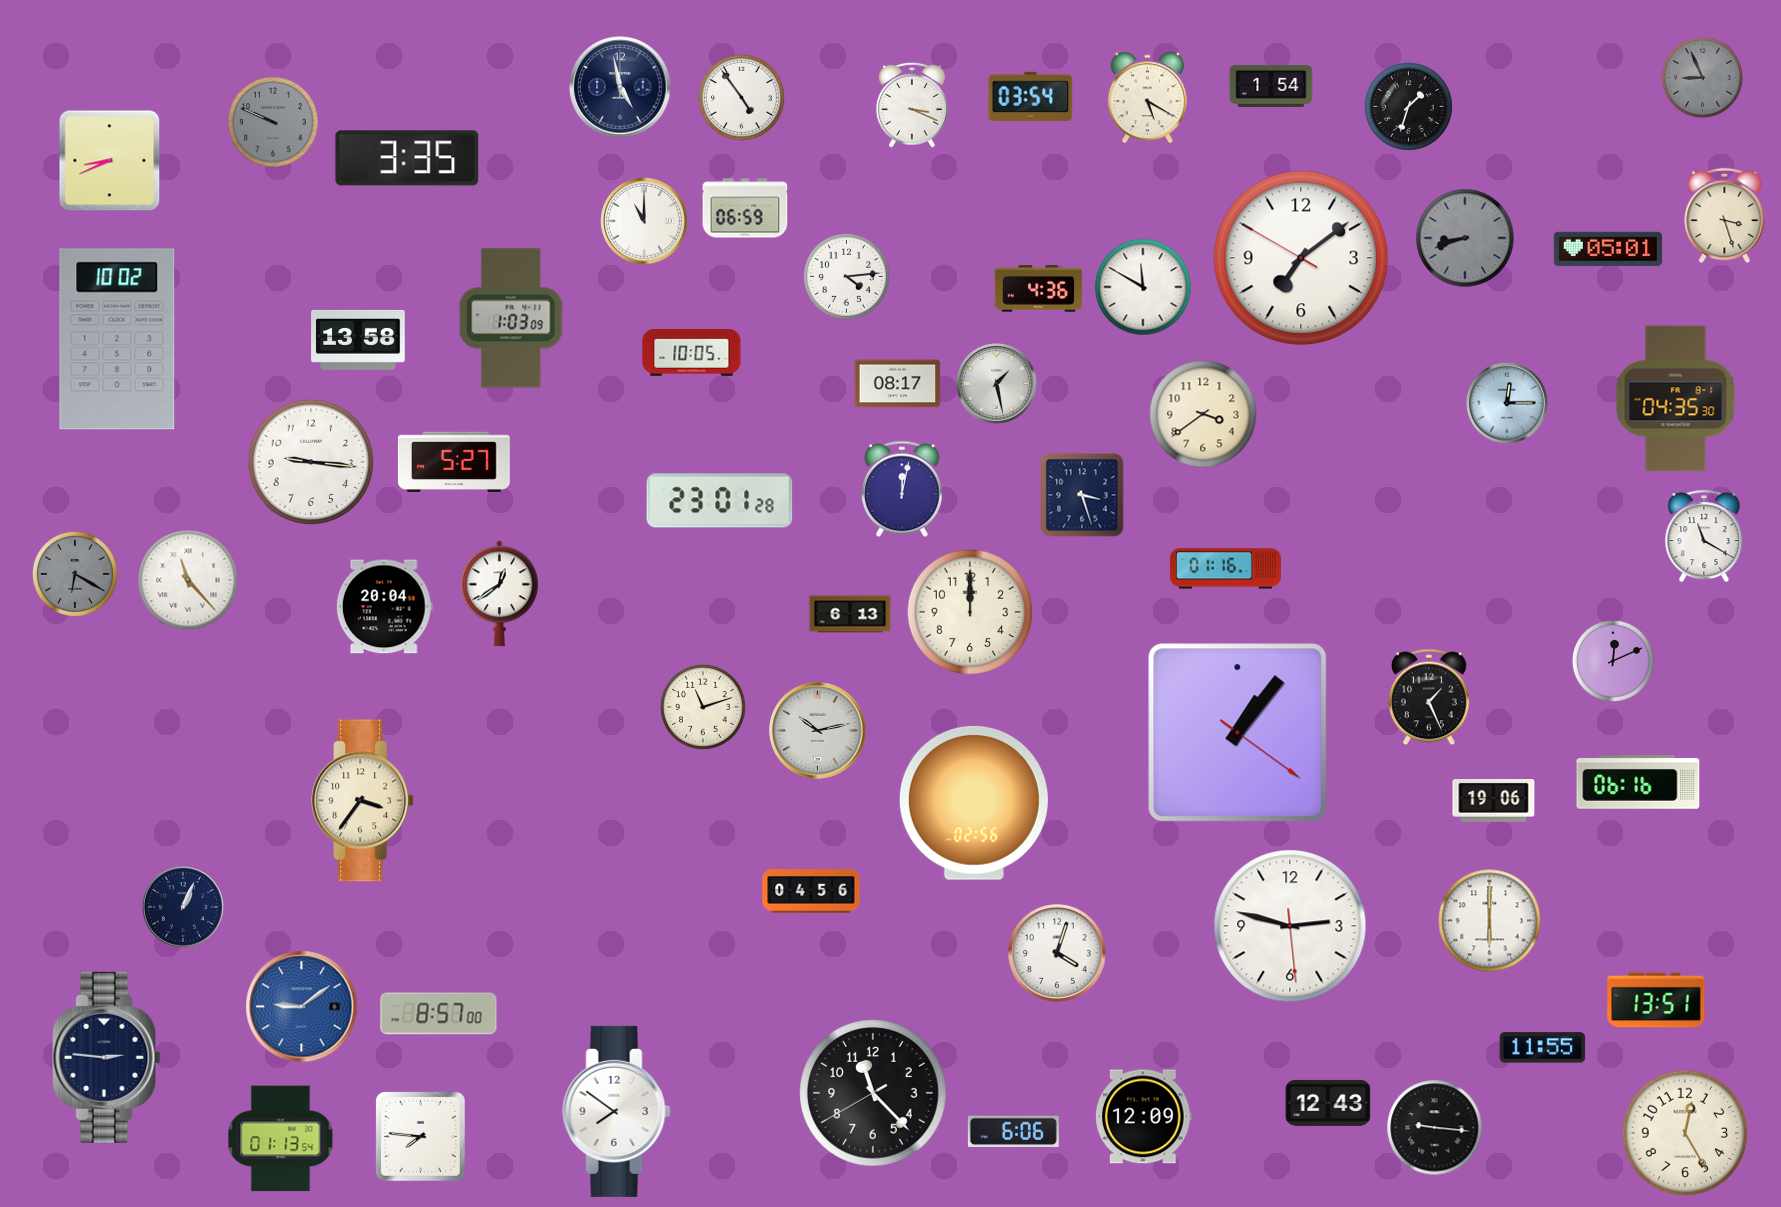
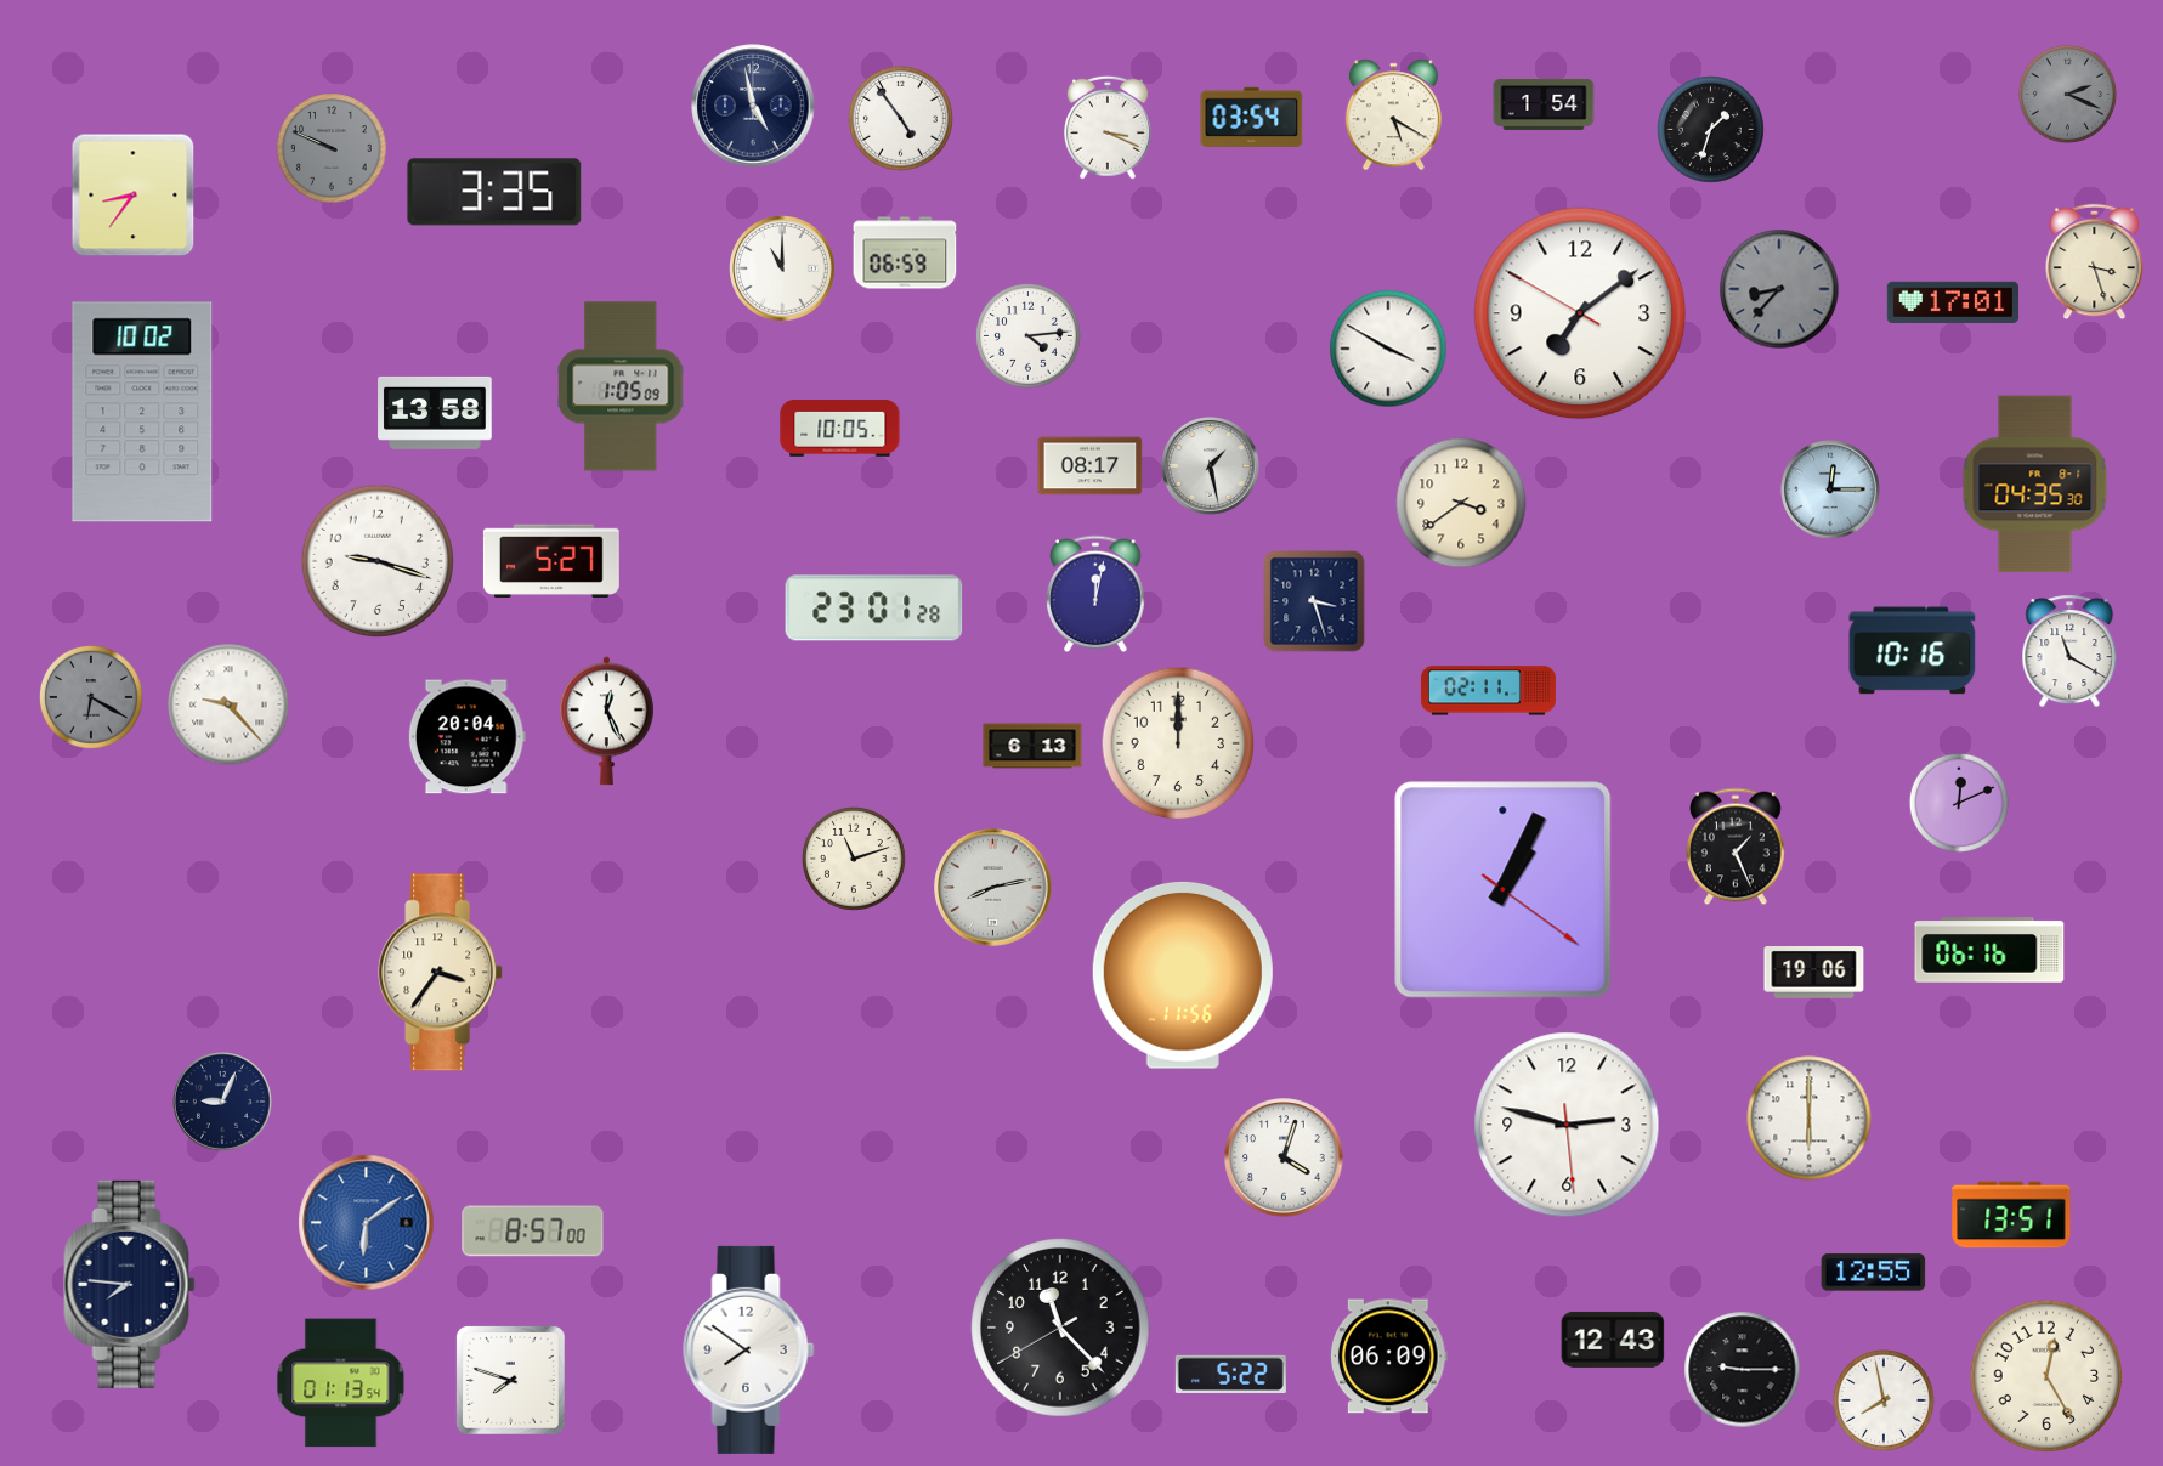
clock at (1702, 77): 8:56 -> 2:19
clock at (1147, 98) position: (1147, 98) -> (1393, 115)
clock at (110, 161): 8:41 -> 8:36
clock at (1465, 238): 8:42 -> 8:37
clock at (1608, 248): 05:01 -> 17:01
clock at (1143, 287): 11:50 -> 3:50
clock at (1039, 289): 4:36 -> none
clock at (511, 318): 1:03 -> 1:05
clock at (311, 462): 9:16 -> 9:18
clock at (1913, 651): none -> 10:16
clock at (1225, 569): 01:16 -> 02:11
clock at (188, 580): 11:23 -> 9:23
clock at (500, 594): 12:39 -> 12:26
clock at (818, 731): 10:13 -> 8:13
clock at (1238, 733): 1:06 -> 1:04
clock at (974, 803): 02:56 -> 11:56
clock at (811, 891): 04:56 -> none
clock at (184, 908): 1:04 -> 9:04
clock at (302, 1007): 9:09 -> 6:09
clock at (1543, 1048): 11:55 -> 12:55
clock at (107, 1057): 2:46 -> 7:46
clock at (1143, 1117): 12:09 -> 06:09
clock at (1435, 1128): 9:16 -> 9:15
clock at (1013, 1131): 6:06 -> 5:22
clock at (421, 1137): 7:46 -> 7:48
clock at (1884, 1400): none -> 7:58
